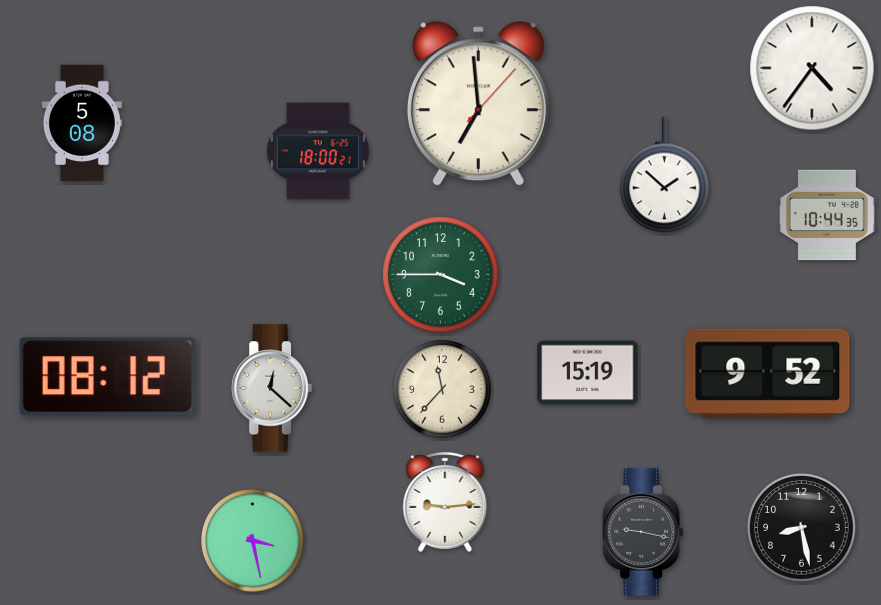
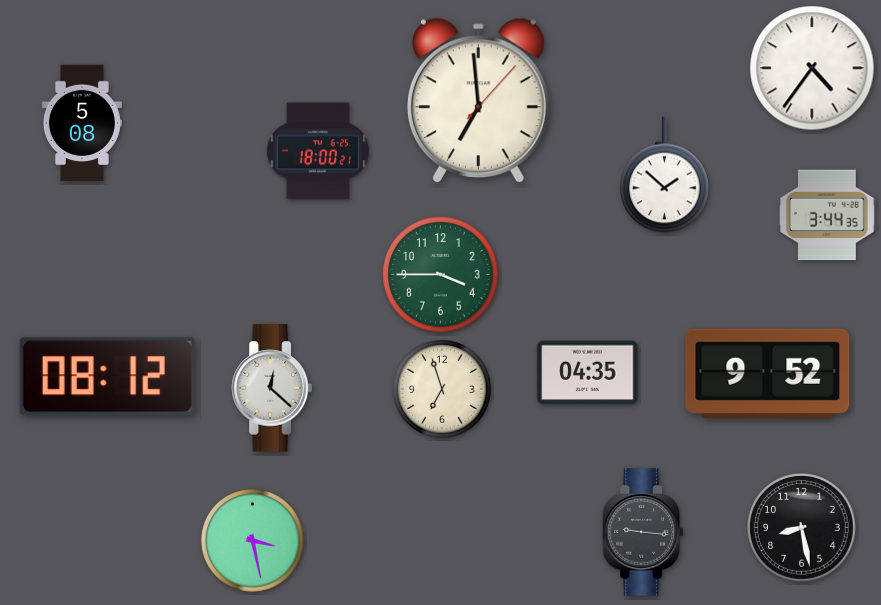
clock at (478, 104) position: (478, 104) -> (478, 101)
clock at (827, 215): 10:44 -> 3:44
clock at (588, 373): 15:19 -> 04:35
clock at (443, 390): 11:37 -> 6:57
clock at (445, 502): 9:14 -> none
clock at (643, 532): 9:17 -> 9:16
